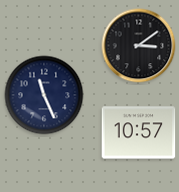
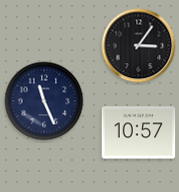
clock at (139, 46): 3:09 -> 3:06
clock at (44, 95) position: (44, 95) -> (44, 101)
